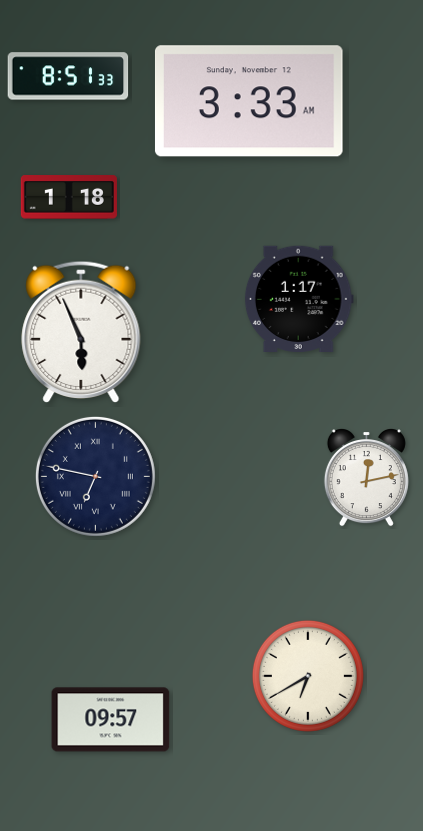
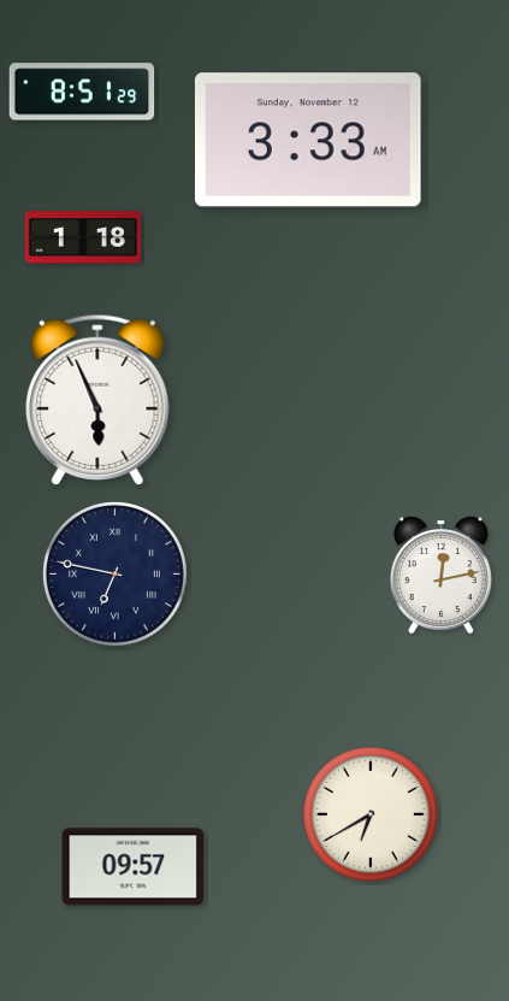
clock at (68, 76): 8:51:33 -> 8:51:29
clock at (249, 101) position: (249, 101) -> (308, 140)
clock at (299, 298): 1:17 -> none
